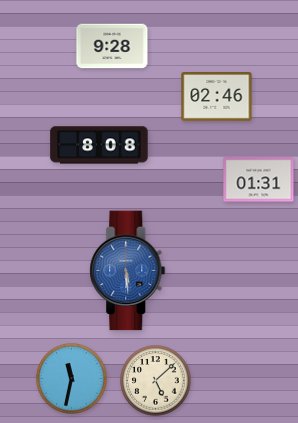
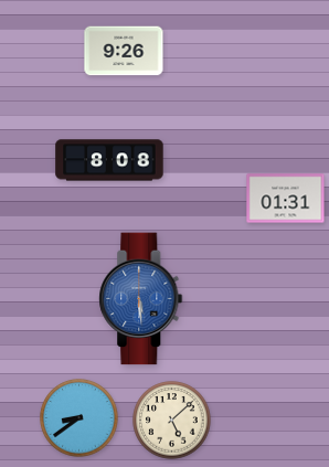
clock at (112, 46): 9:28 -> 9:26
clock at (217, 97): 02:46 -> none
clock at (72, 379): 11:32 -> 8:39
